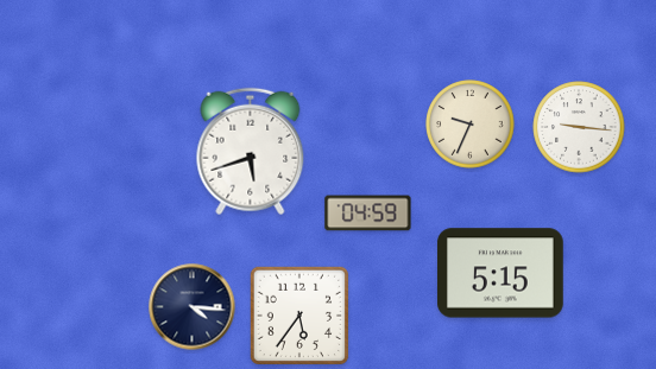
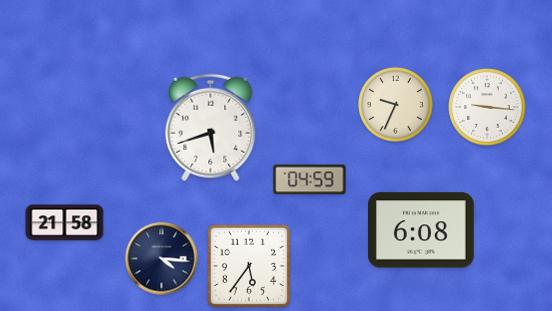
clock at (65, 223): none -> 21:58
clock at (502, 273): 5:15 -> 6:08
clock at (298, 314) position: (298, 314) -> (248, 265)
